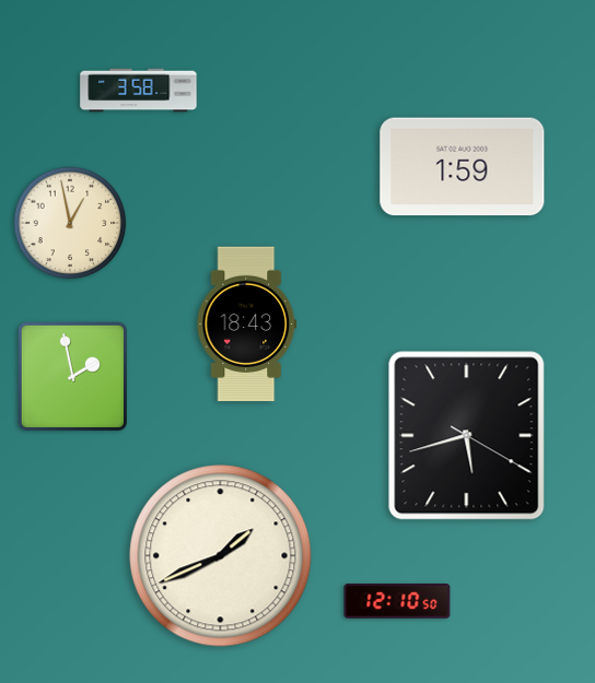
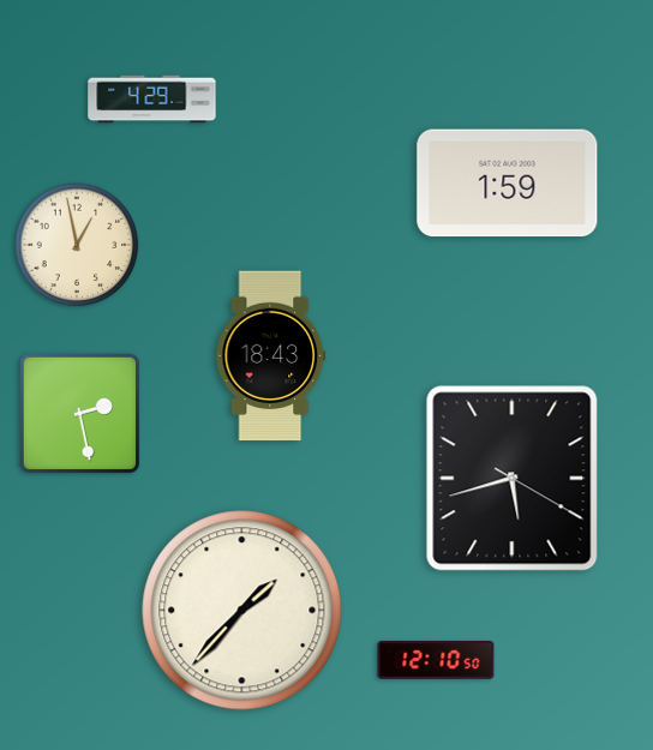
clock at (139, 91): 3:58 -> 4:29
clock at (72, 376): 1:58 -> 2:28
clock at (221, 556): 1:41 -> 1:37
